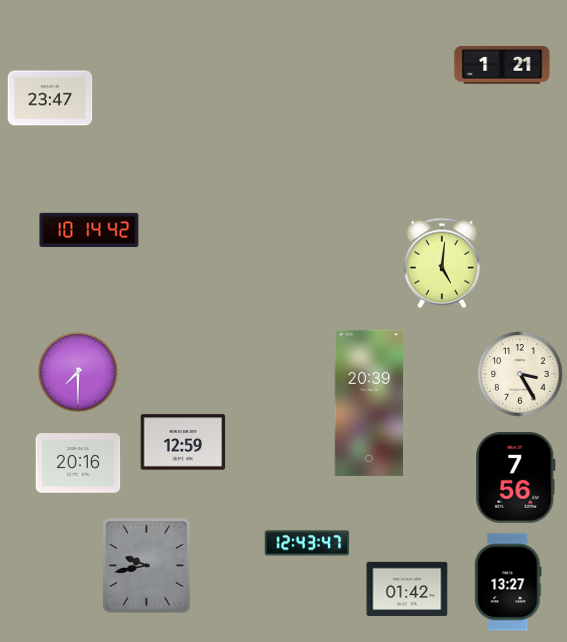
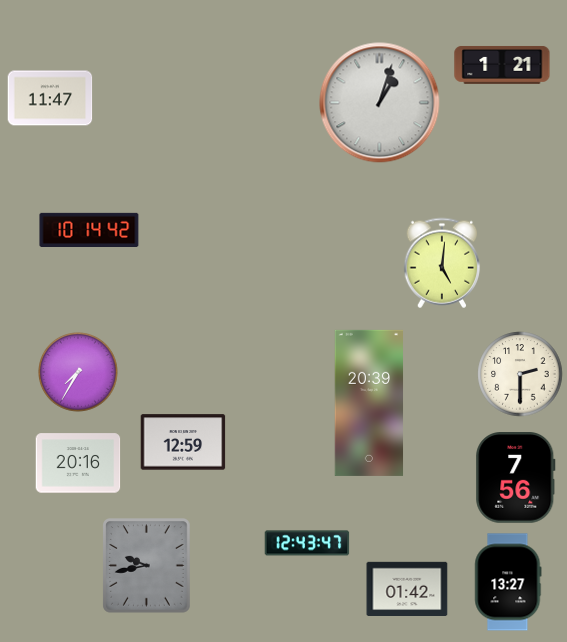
clock at (50, 98): 23:47 -> 11:47
clock at (380, 103): none -> 1:03
clock at (79, 373): 7:30 -> 7:35
clock at (520, 374): 3:25 -> 2:30
